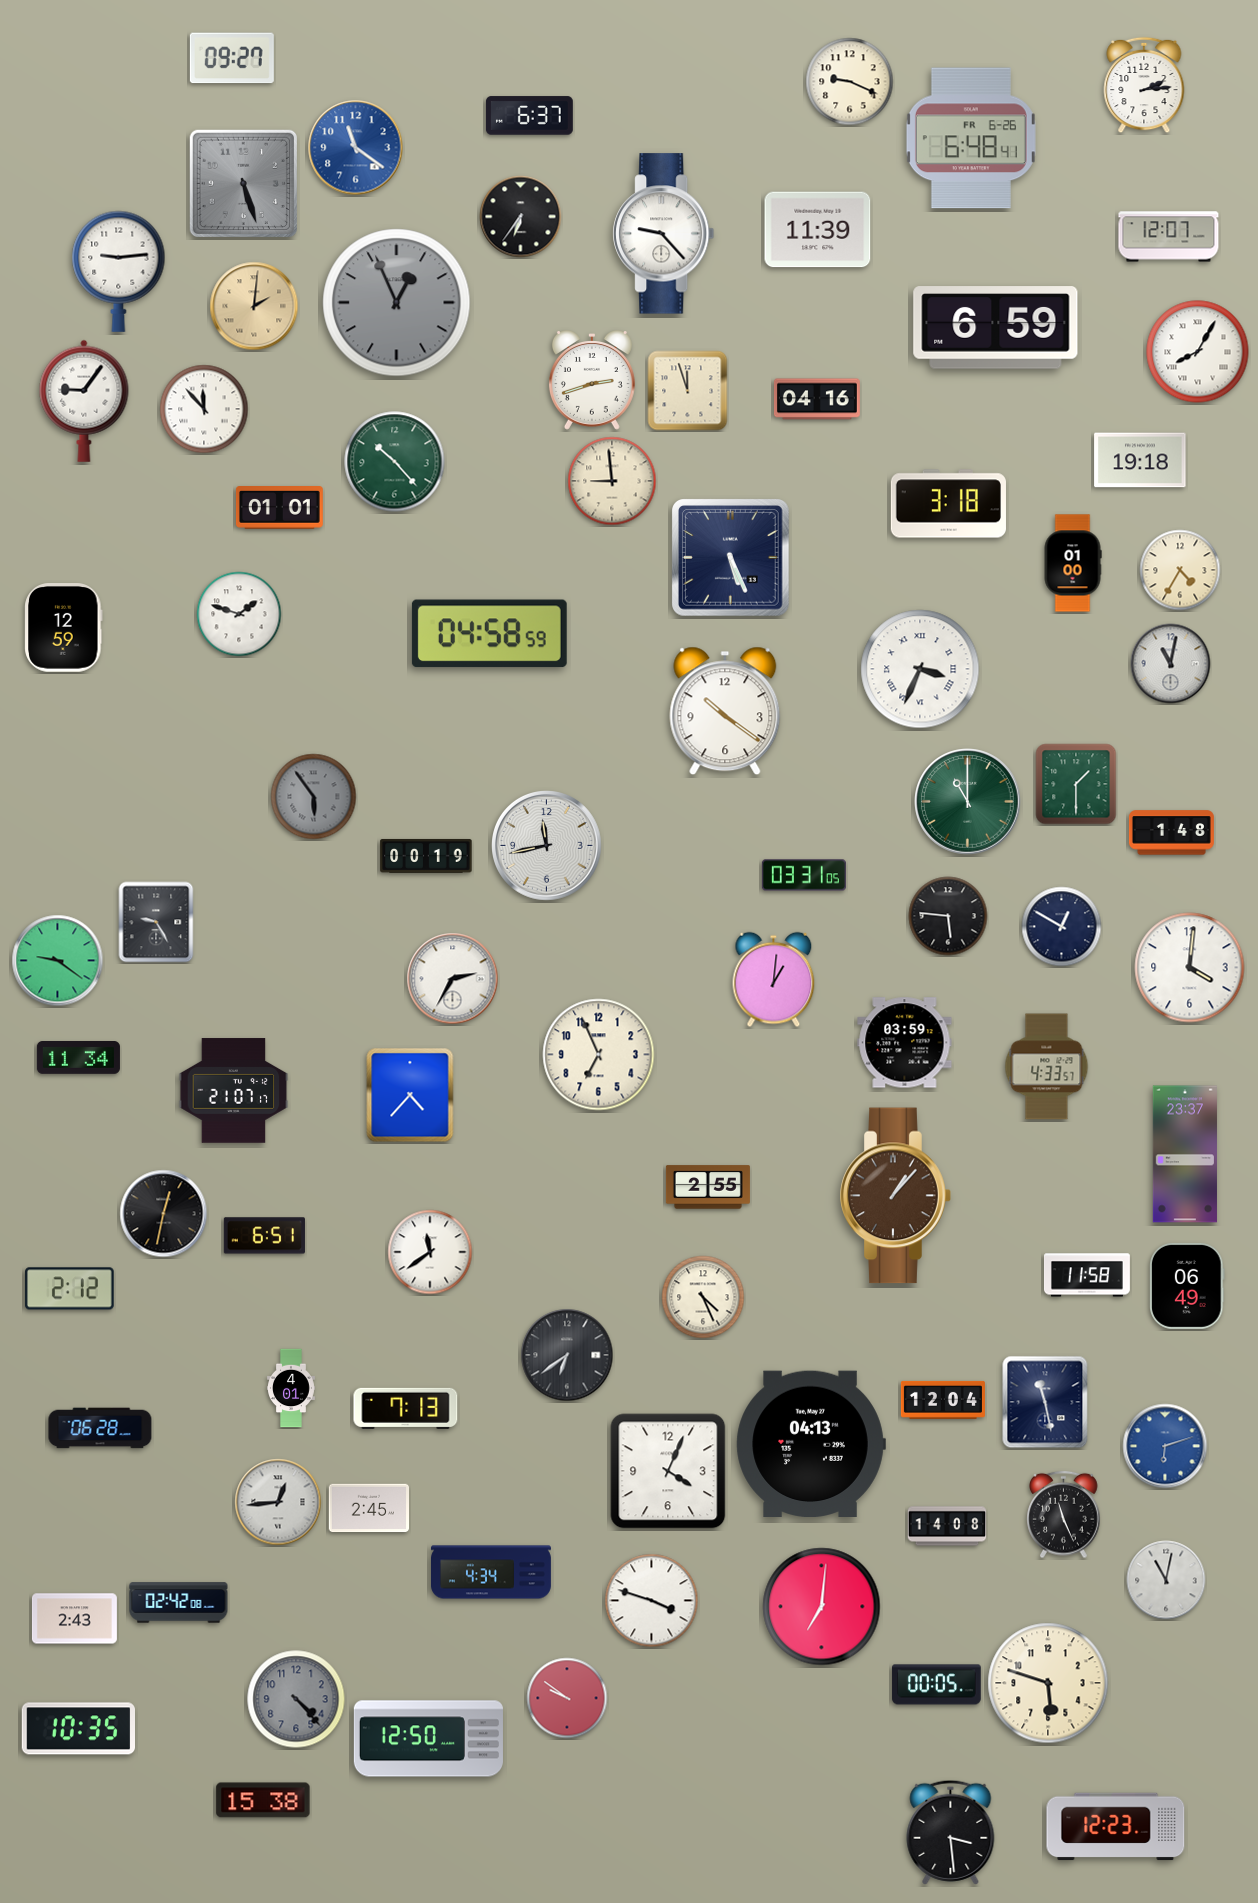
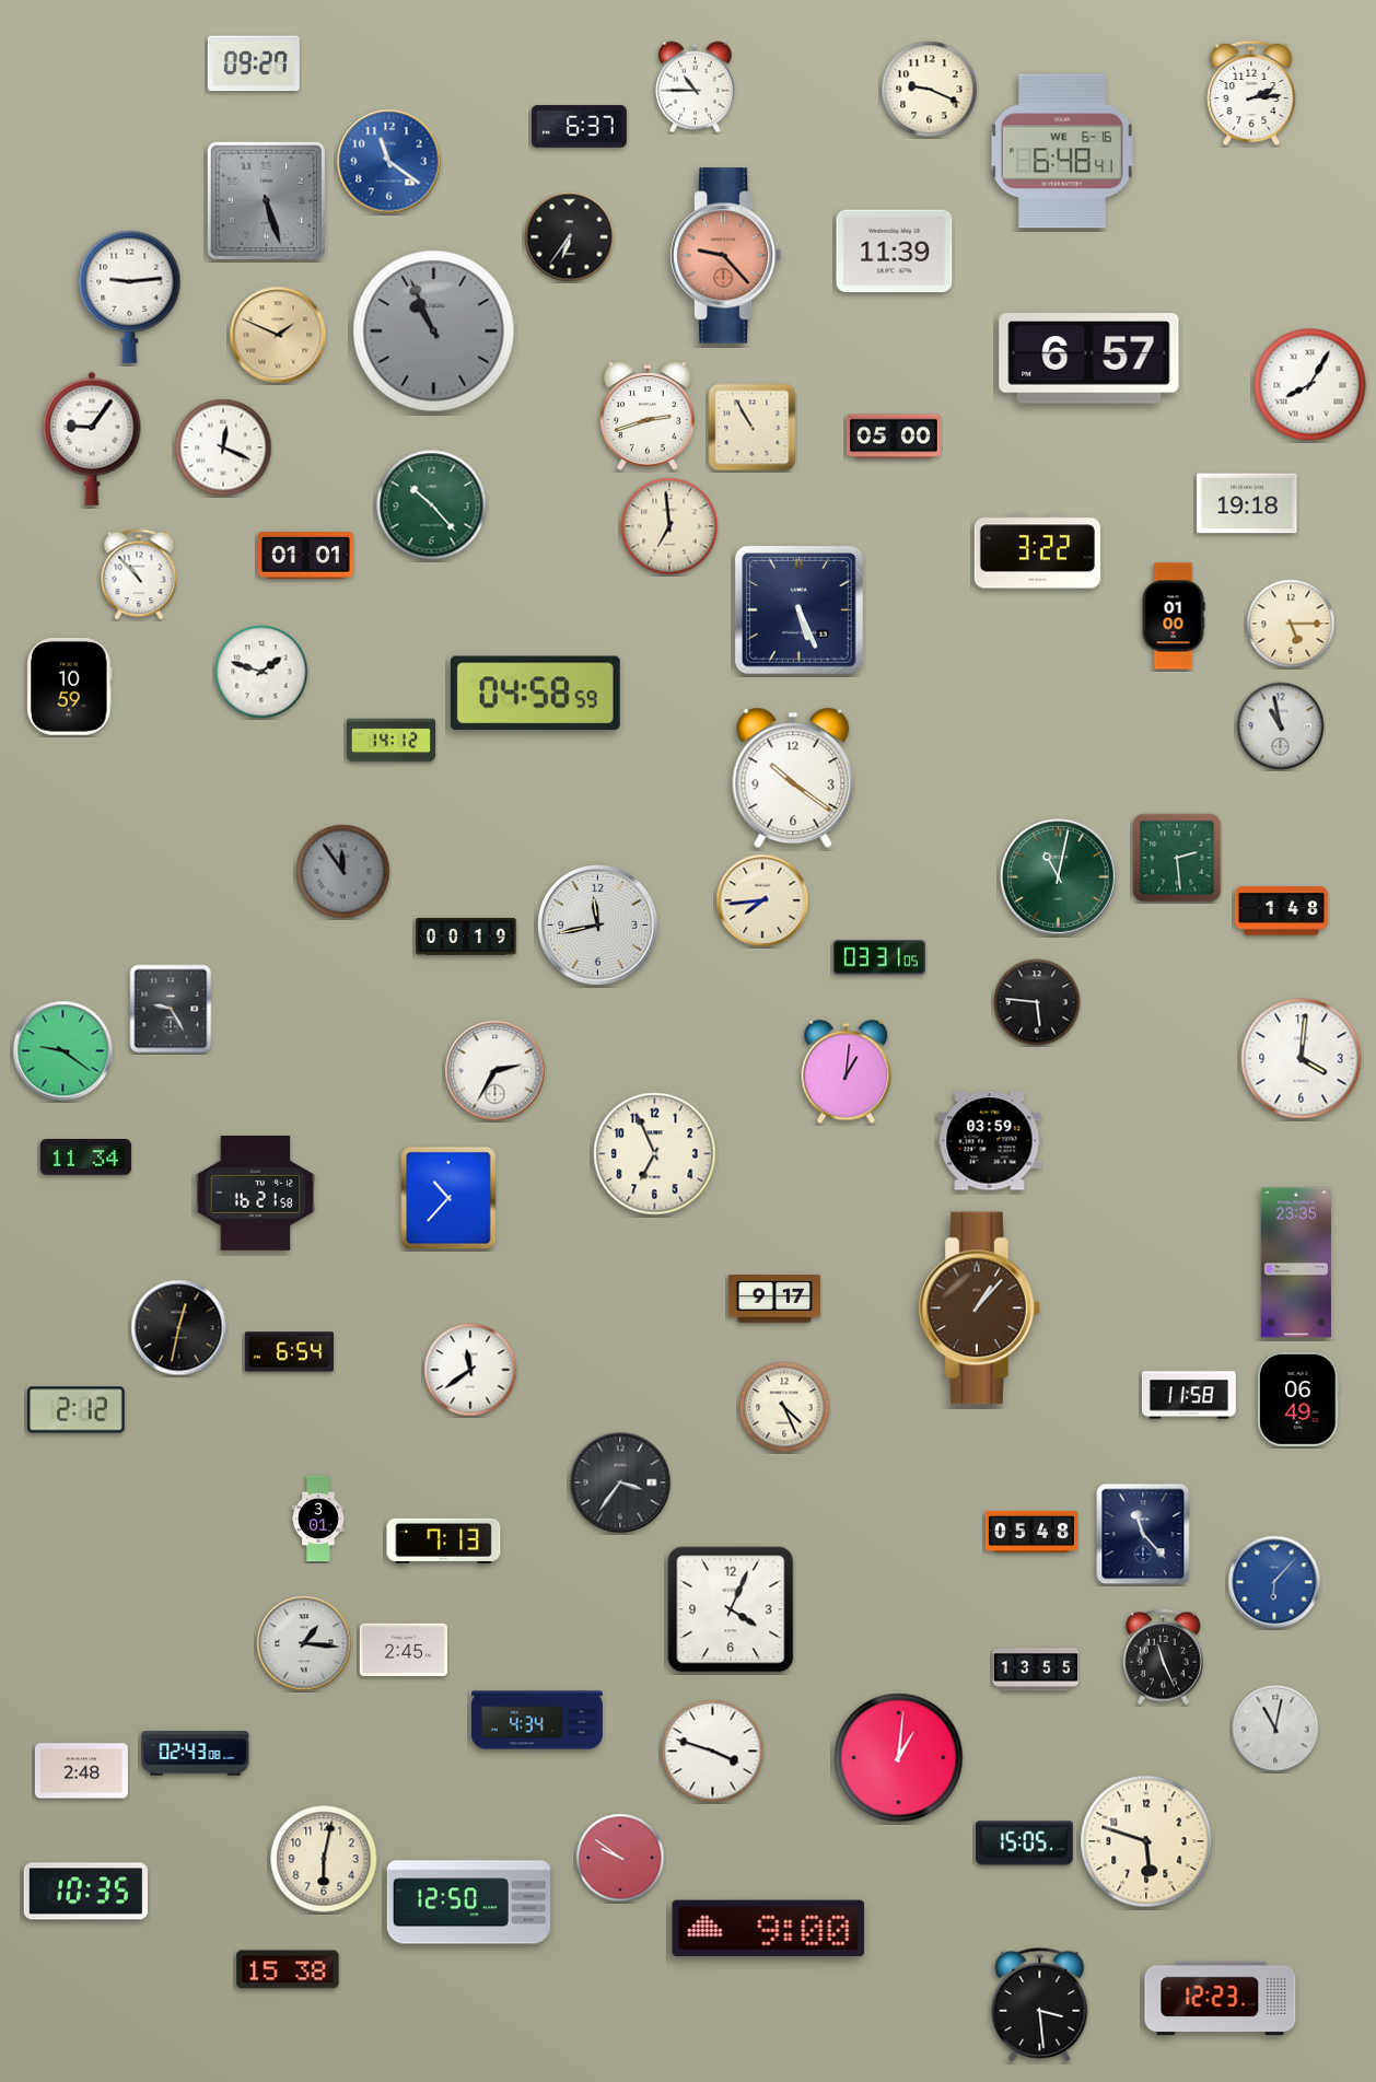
clock at (695, 88): none -> 10:45
clock at (971, 138) date: FR 6-26 -> WE 6-16
clock at (664, 234) dial: white -> salmon
clock at (1169, 237): 12:07 -> none
clock at (397, 303): 12:56 -> 10:56
clock at (254, 306): 2:01 -> 1:49
clock at (996, 328): 6:59 -> 6:57
clock at (688, 391): 11:57 -> 10:55
clock at (817, 399): 04:16 -> 05:00
clock at (204, 409): 11:53 -> 12:19
clock at (612, 481): 8:59 -> 6:59
clock at (948, 504): 3:18 -> 3:22
clock at (139, 574): none -> 10:53
clock at (1180, 570): 4:35 -> 5:15
clock at (64, 628): 12:59 -> 10:59
clock at (1171, 664): 11:02 -> 10:58
clock at (920, 669): 3:34 -> none
clock at (392, 741): none -> 14:12
clock at (1076, 784): 1:30 -> 2:29
clock at (314, 797): 5:54 -> 11:54
clock at (968, 802): 11:00 -> 11:02
clock at (762, 900): none -> 7:44
clock at (1062, 927): 12:50 -> none
clock at (1047, 1067): 4:33 -> none
clock at (234, 1091): 21:07 -> 16:21
clock at (410, 1095): 4:37 -> 10:37
clock at (1185, 1154): 23:37 -> 23:35
clock at (708, 1187): 2:55 -> 9:17
clock at (264, 1236): 6:51 -> 6:54
clock at (1187, 1286) position: (1187, 1286) -> (1298, 1399)
clock at (703, 1297) position: (703, 1297) -> (784, 1407)
clock at (567, 1355): 6:39 -> 3:36
clock at (292, 1388): 4:01 -> 3:01
clock at (943, 1400): 12:04 -> 05:48
clock at (1045, 1402): 11:28 -> 11:23
clock at (100, 1428): 06:28 -> none
clock at (811, 1443): 04:13 -> none
clock at (1165, 1446): 6:12 -> 6:07
clock at (278, 1502): 12:44 -> 1:16
clock at (947, 1526): 14:08 -> 13:55
clock at (179, 1603): 02:42 -> 02:43
clock at (822, 1607): 7:01 -> 1:01
clock at (74, 1619): 2:43 -> 2:48
clock at (937, 1685): 00:05 -> 15:05
clock at (296, 1699): 4:23 -> 6:02
clock at (296, 1699) dial: grey -> cream
clock at (769, 1928): none -> 9:00
